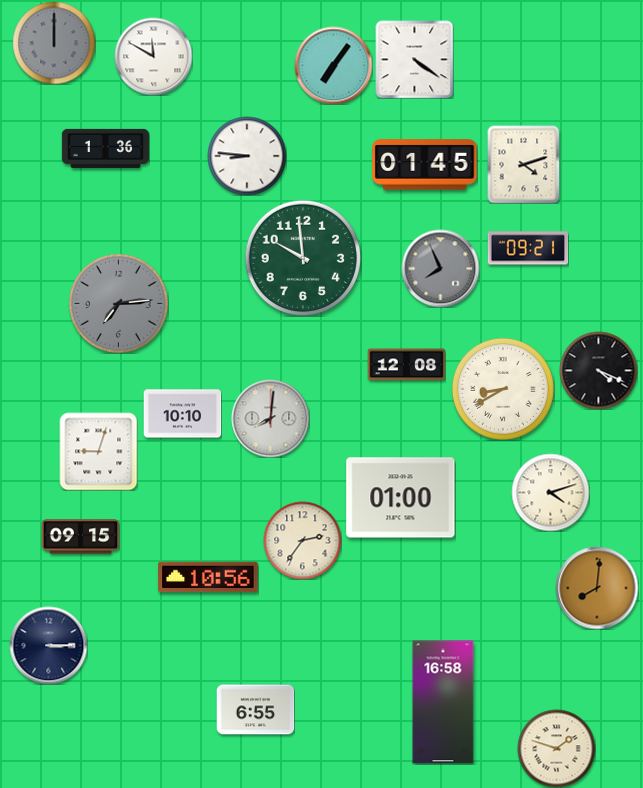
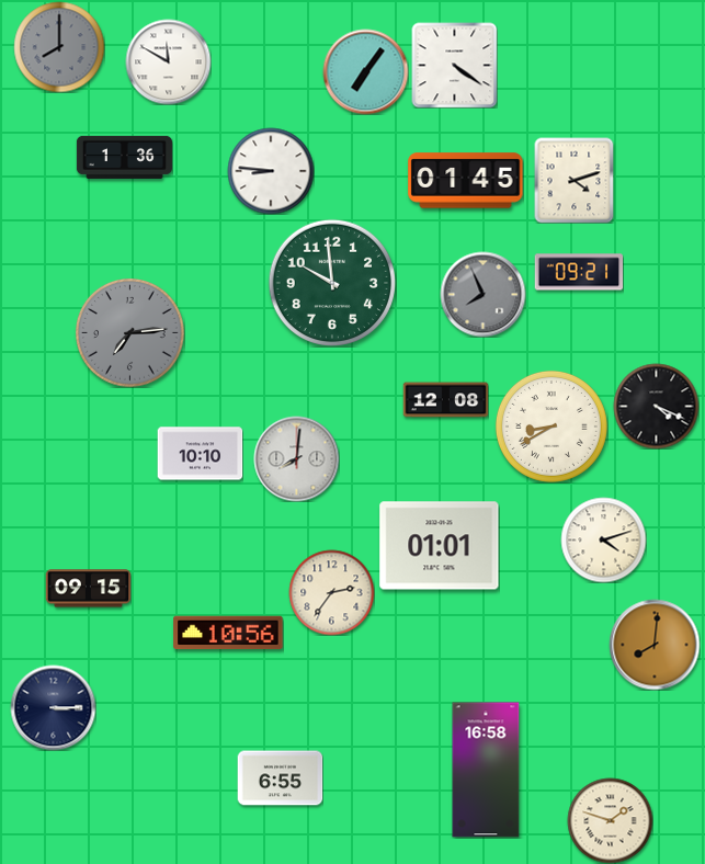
clock at (54, 43): 12:00 -> 8:00
clock at (105, 148) position: (105, 148) -> (124, 157)
clock at (98, 451): 9:03 -> none
clock at (401, 498): 01:00 -> 01:01
